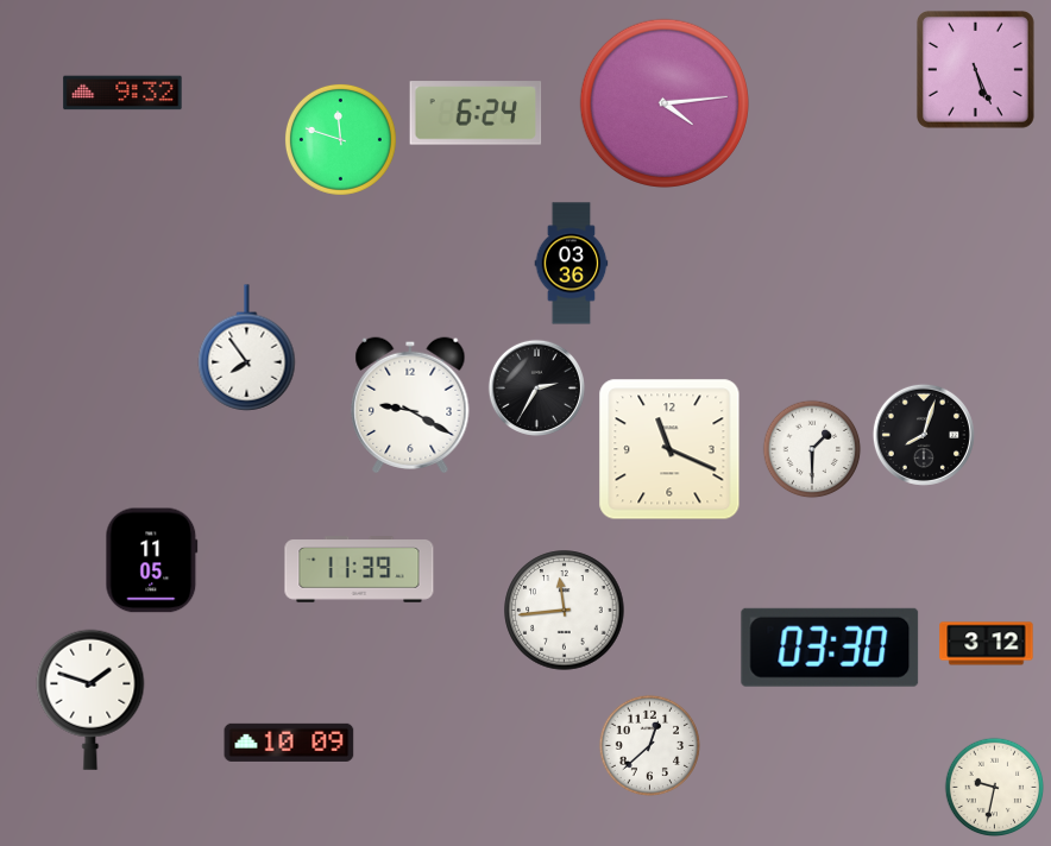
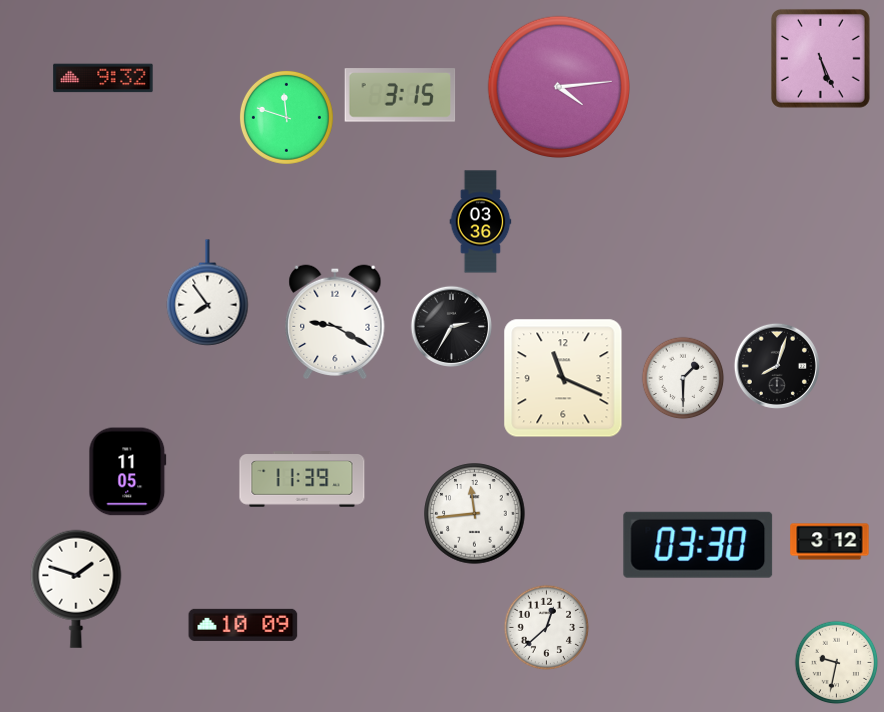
clock at (476, 113): 6:24 -> 3:15
clock at (410, 404) position: (410, 404) -> (335, 321)
